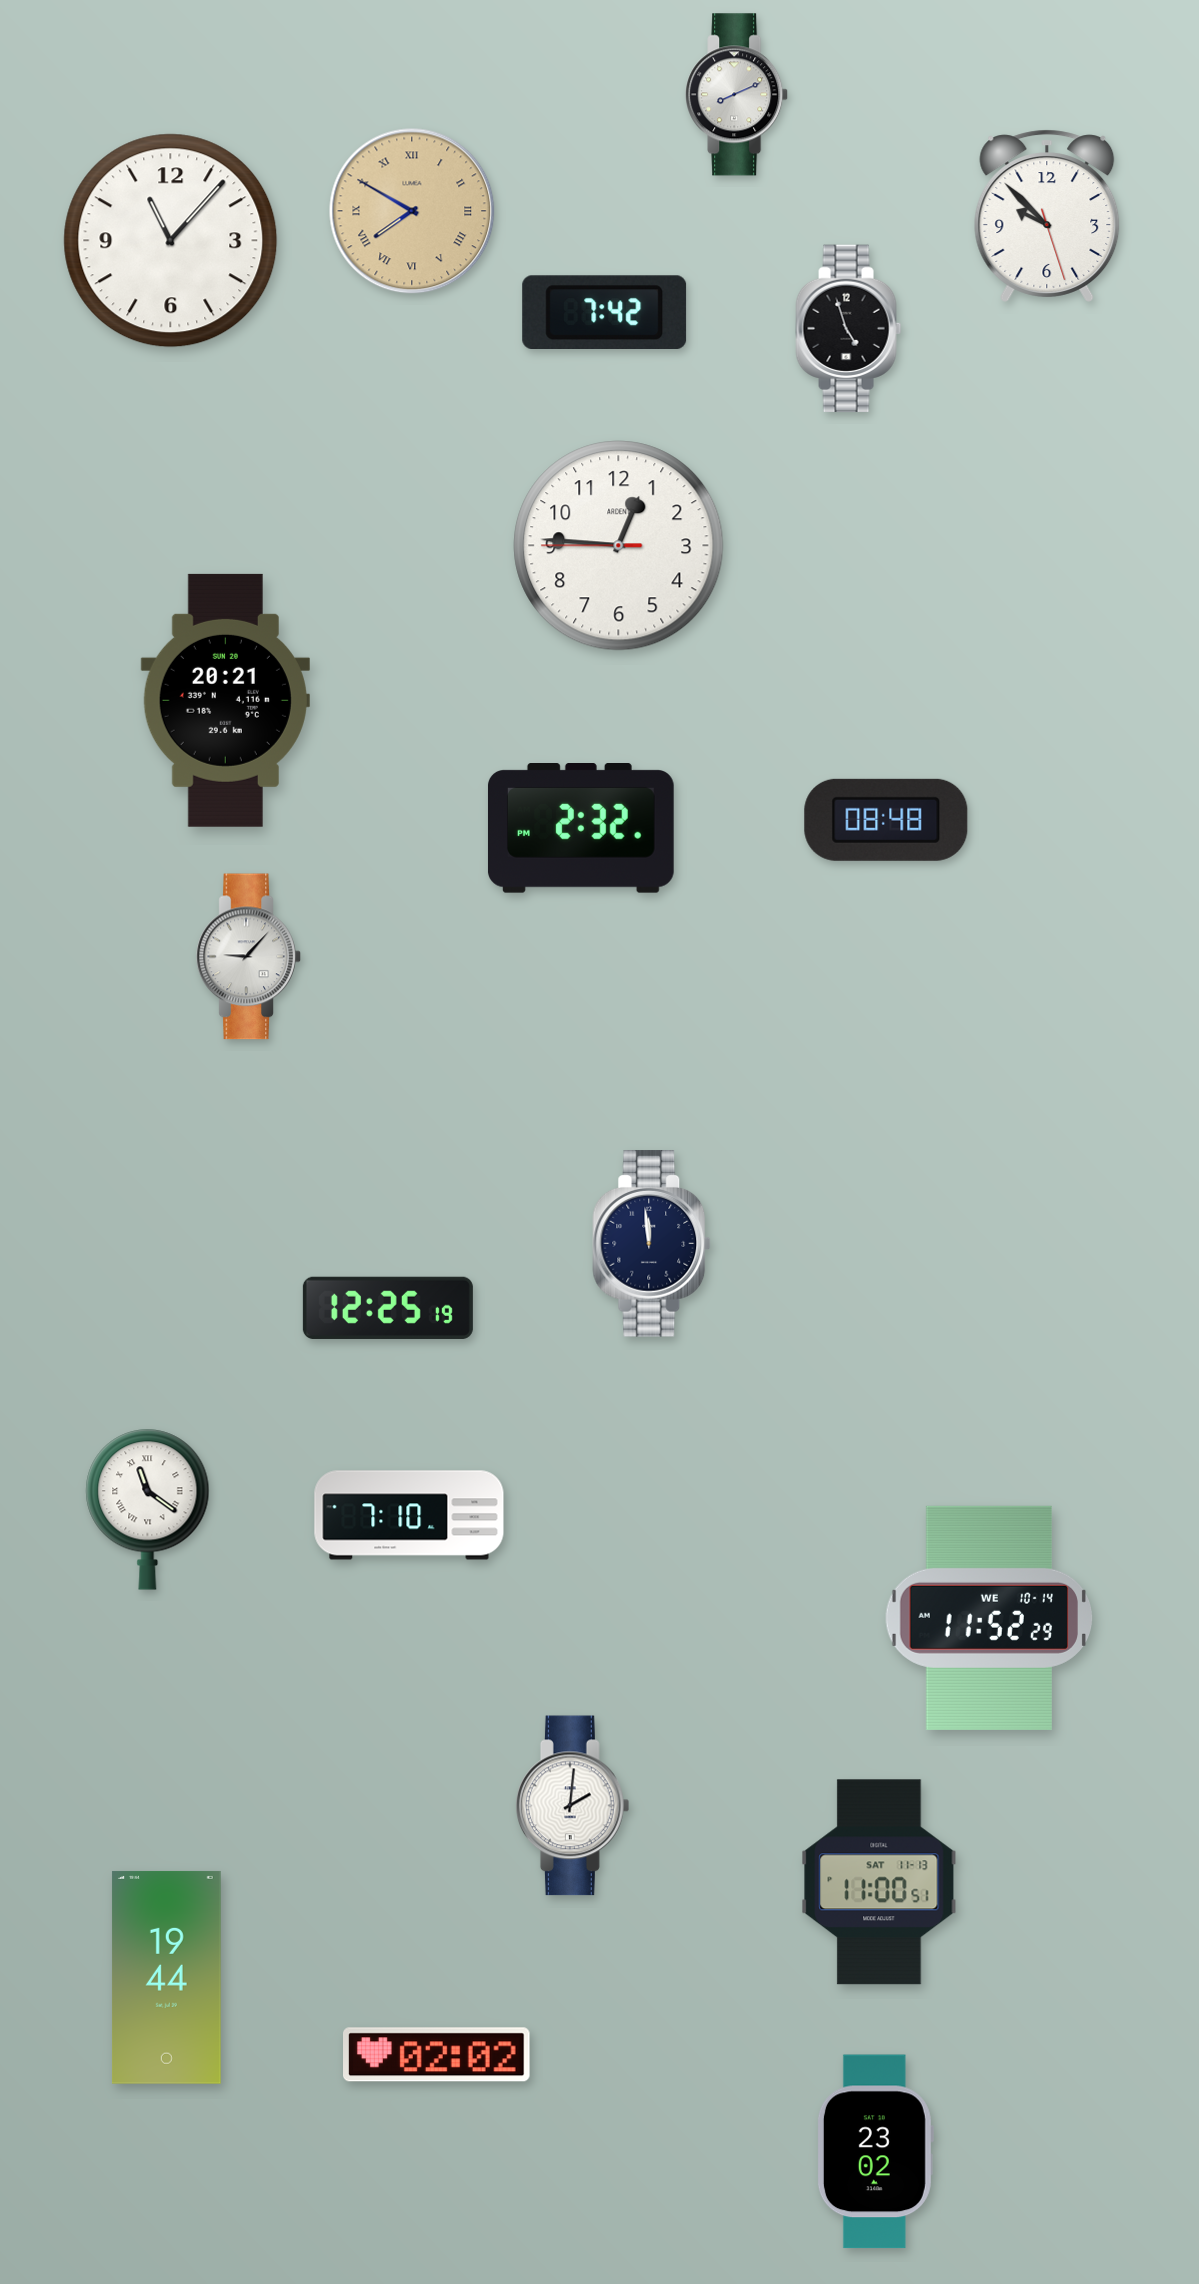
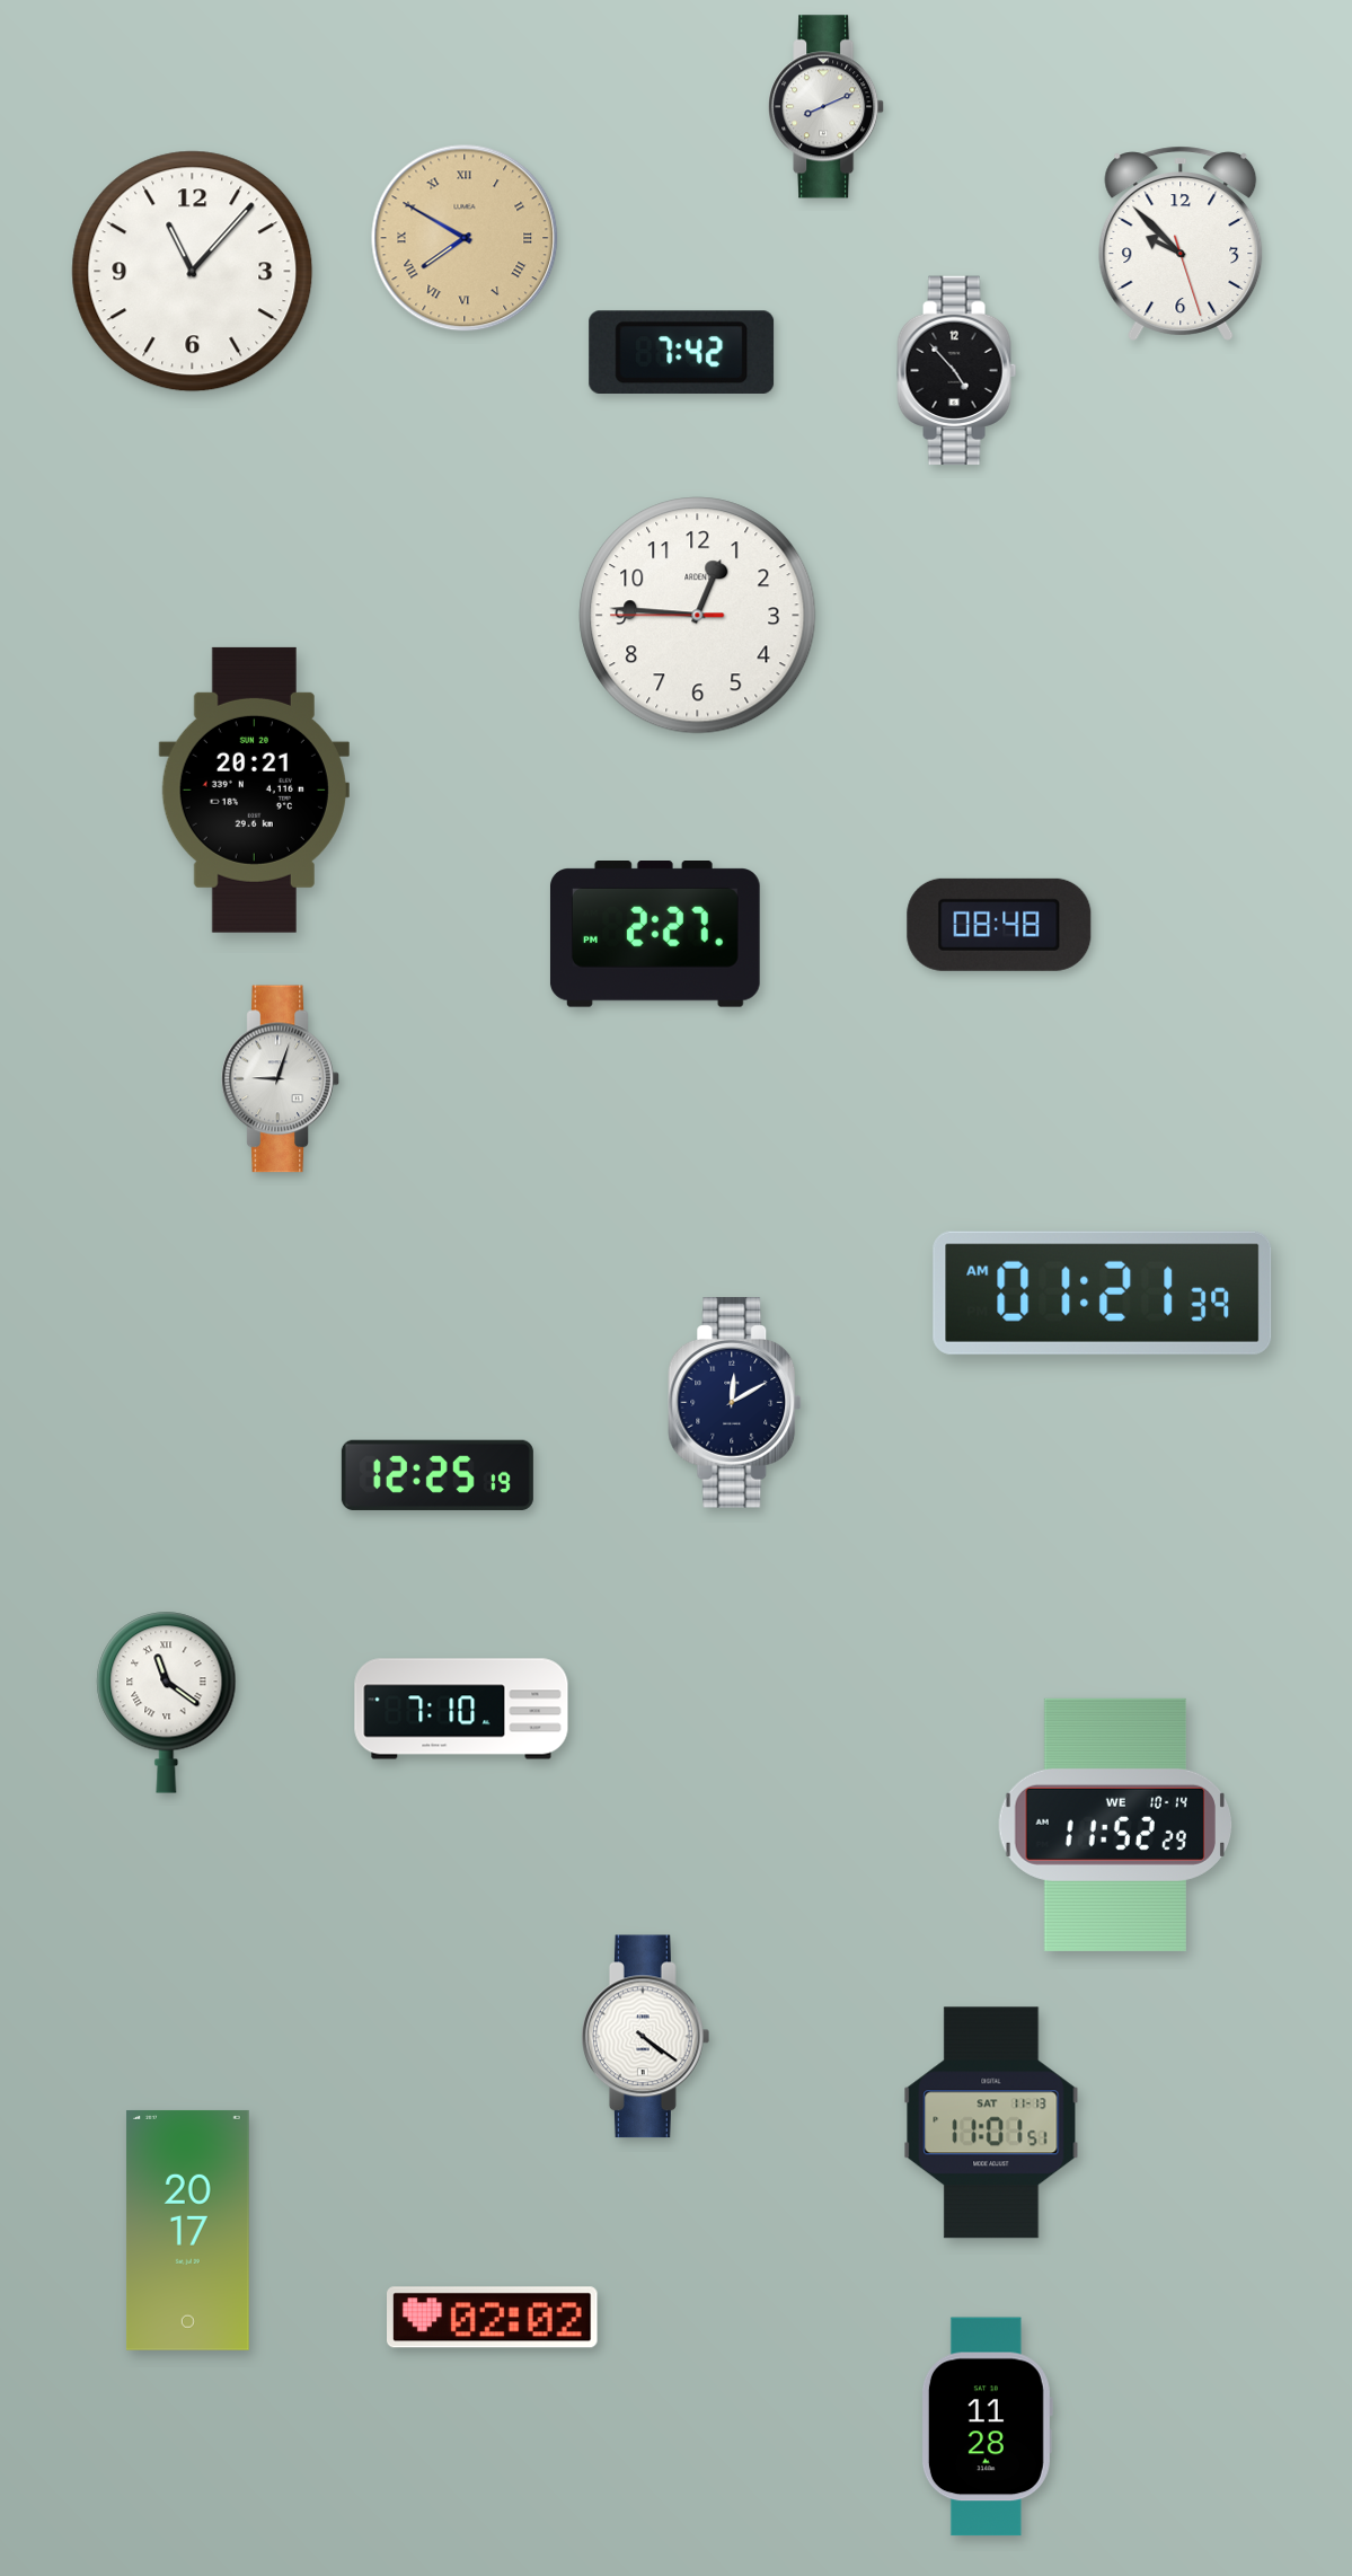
clock at (737, 95) position: (737, 95) -> (827, 107)
clock at (849, 329): 4:57 -> 4:53
clock at (581, 829): 2:32 -> 2:27
clock at (249, 957): 9:07 -> 9:03
clock at (1103, 1293): none -> 01:21
clock at (652, 1244): 11:59 -> 12:10
clock at (573, 1806): 2:01 -> 4:21
clock at (879, 1882): 11:00 -> 11:01
clock at (166, 1977): 19:44 -> 20:17
clock at (875, 2152): 23:02 -> 11:28
